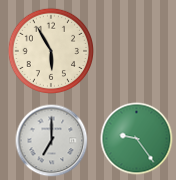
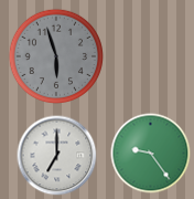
clock at (51, 51): 5:55 -> 5:57
clock at (51, 51) dial: cream -> grey
